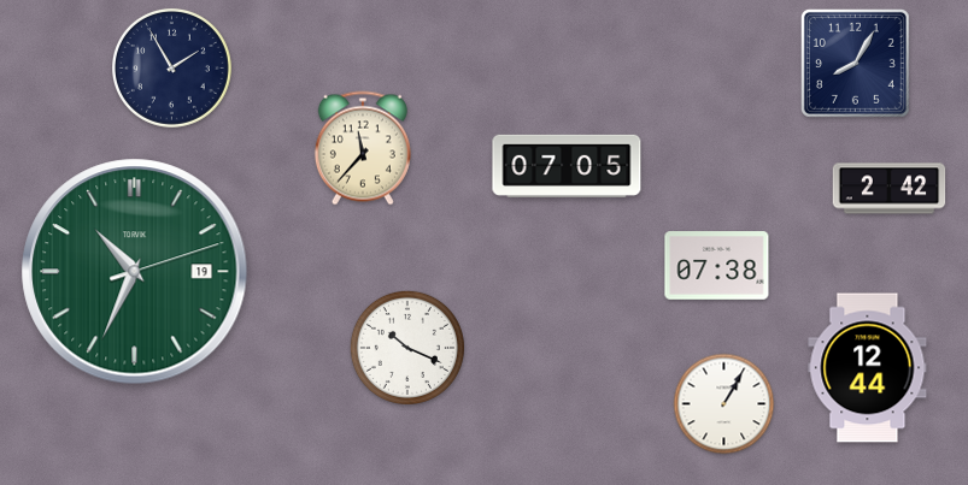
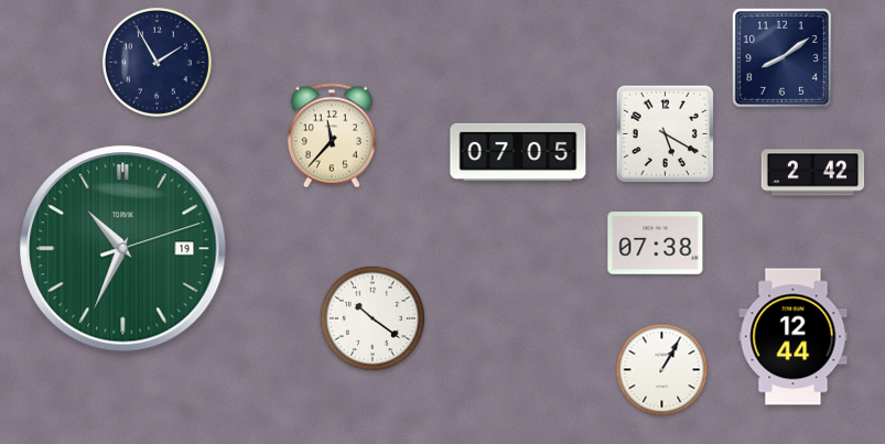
clock at (855, 63): 8:05 -> 8:09
clock at (665, 133): none -> 5:20
clock at (407, 348): 10:19 -> 10:21
